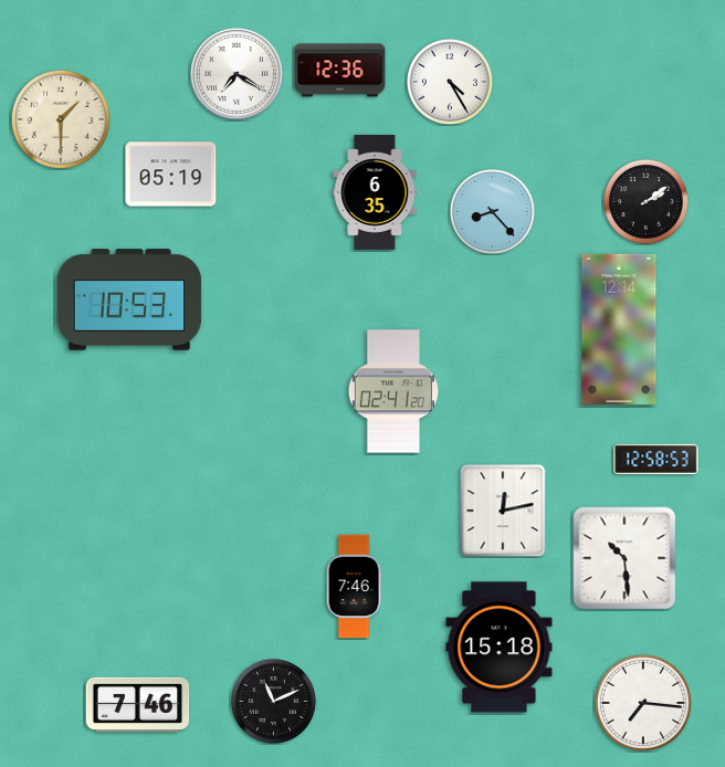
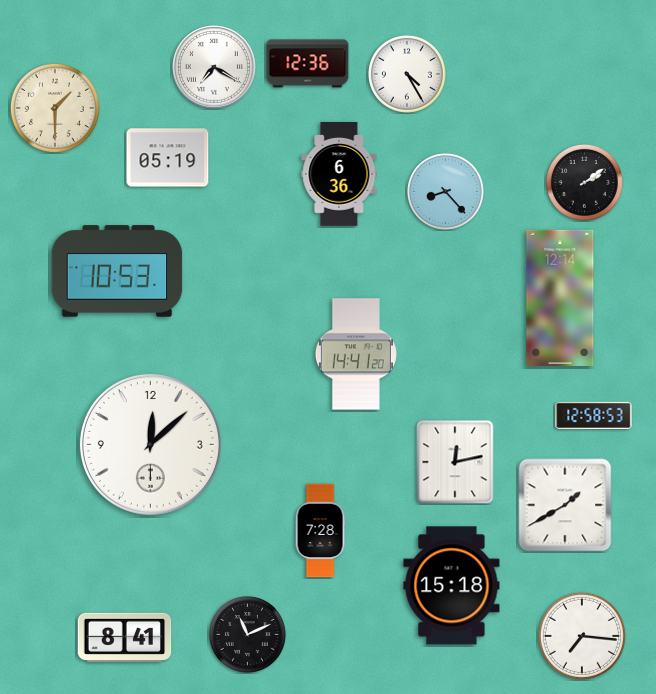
clock at (171, 175) position: (171, 175) -> (168, 158)
clock at (375, 192): 6:35 -> 6:36
clock at (393, 391): 02:41 -> 14:41
clock at (150, 444): none -> 12:08
clock at (624, 558): 10:29 -> 1:40
clock at (354, 587): 7:46 -> 7:28
clock at (138, 704): 7:46 -> 8:41
